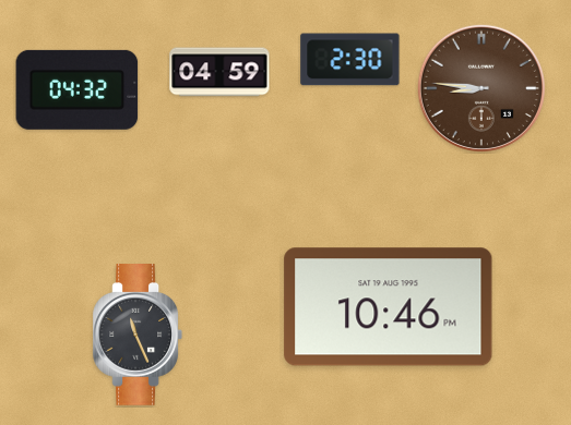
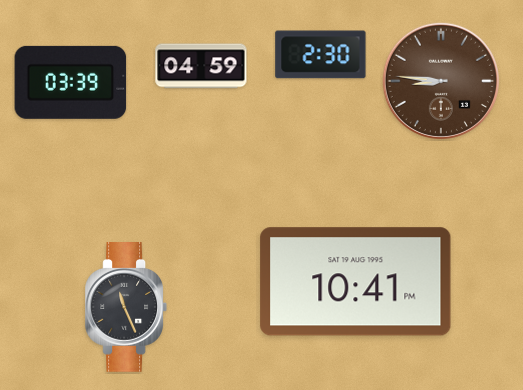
clock at (78, 89): 04:32 -> 03:39
clock at (389, 307): 10:46 -> 10:41
